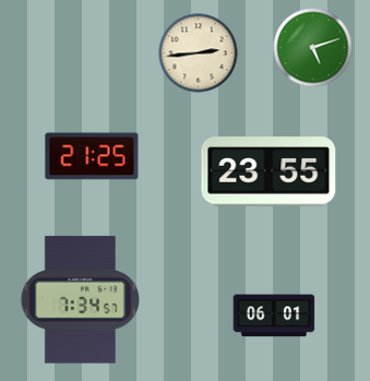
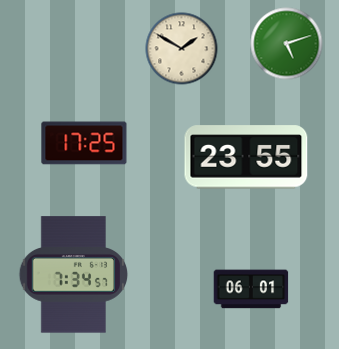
clock at (199, 53): 2:44 -> 1:50
clock at (92, 156): 21:25 -> 17:25
